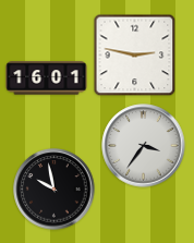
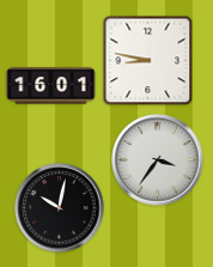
clock at (135, 56): 2:47 -> 8:47
clock at (54, 190): 9:58 -> 10:02
